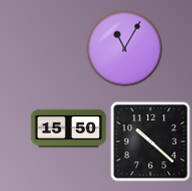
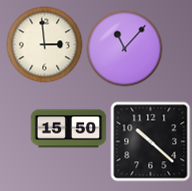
clock at (45, 45): none -> 2:59
clock at (125, 49): 11:05 -> 11:07
